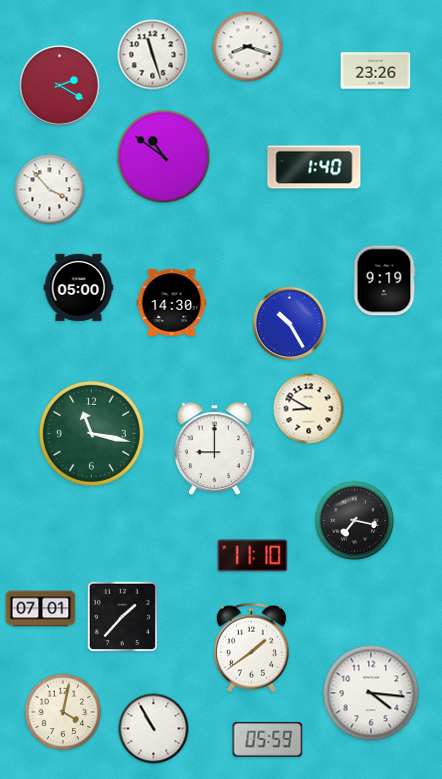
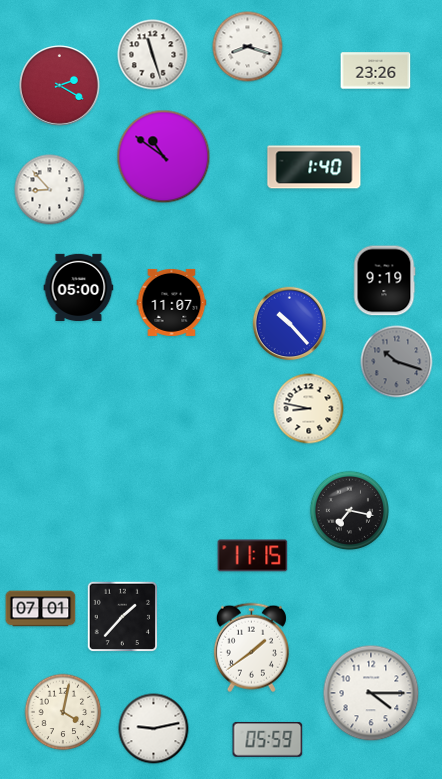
clock at (50, 190): 3:53 -> 8:53
clock at (172, 302): 14:30 -> 11:07
clock at (290, 324): 10:25 -> 10:23
clock at (397, 362): none -> 10:18
clock at (309, 409): 8:50 -> 8:47
clock at (91, 433): 11:17 -> none
clock at (214, 449): 9:00 -> none
clock at (354, 520) position: (354, 520) -> (349, 510)
clock at (253, 556): 11:10 -> 11:15
clock at (371, 693): 4:16 -> 4:15
clock at (154, 729): 10:55 -> 9:13
